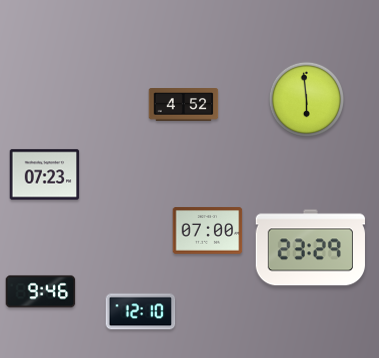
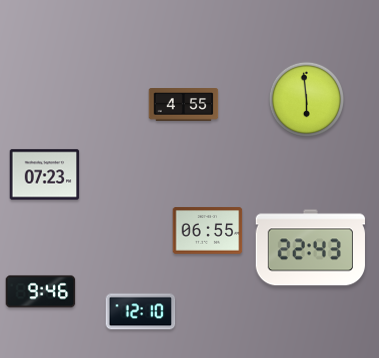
clock at (184, 105): 4:52 -> 4:55
clock at (208, 231): 07:00 -> 06:55
clock at (310, 248): 23:29 -> 22:43
